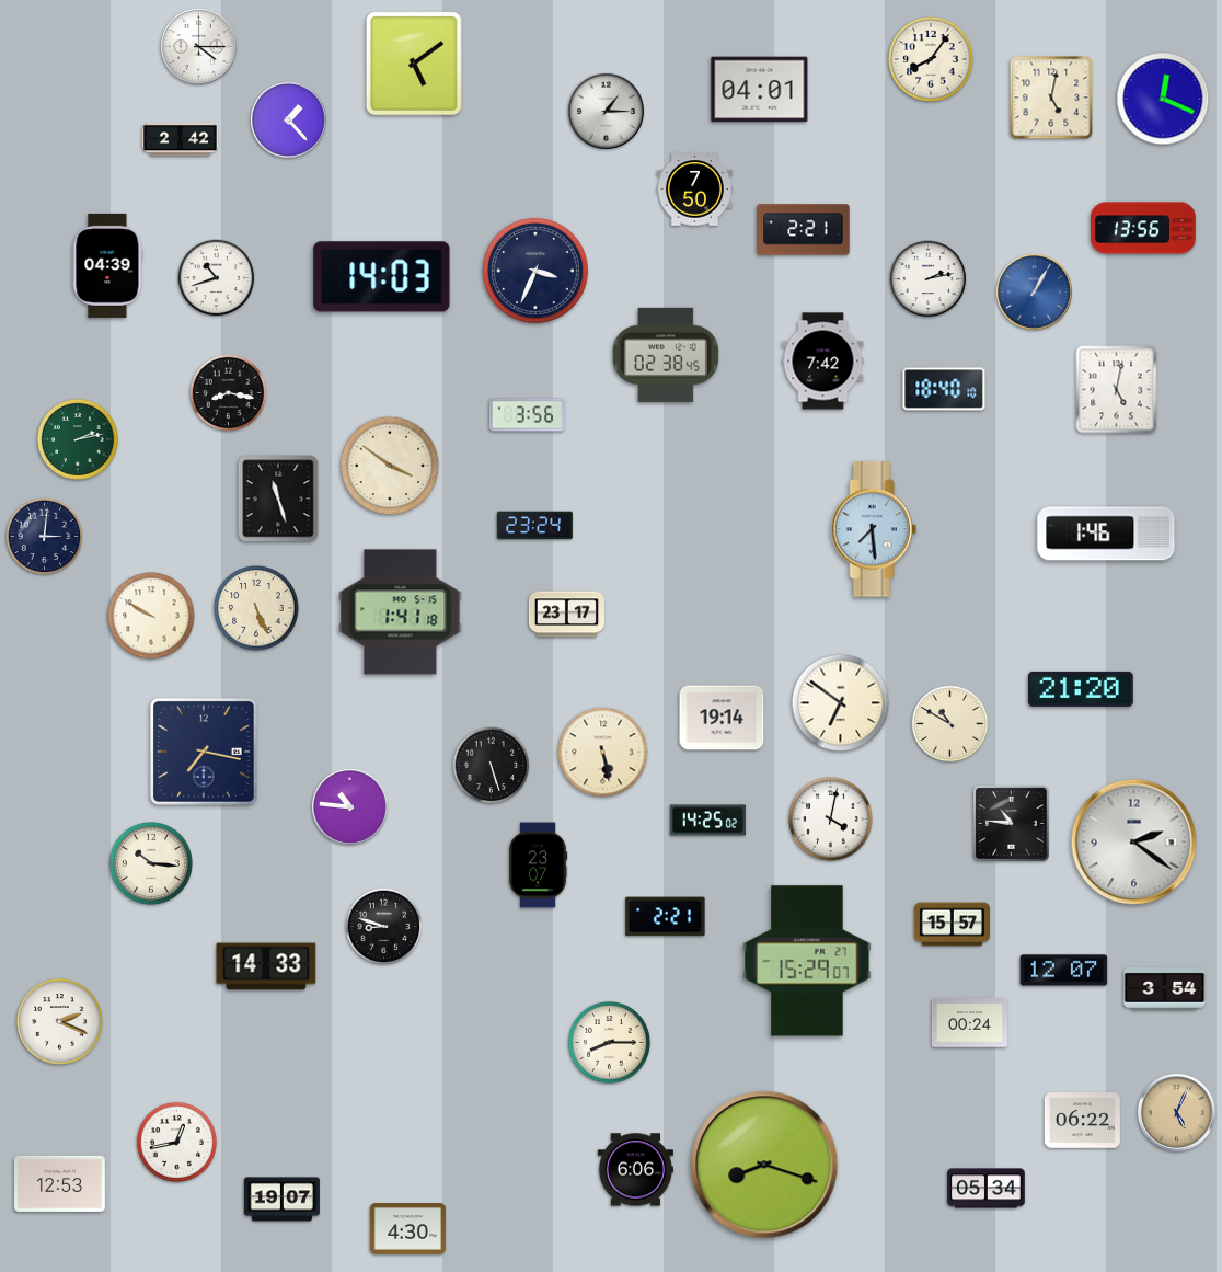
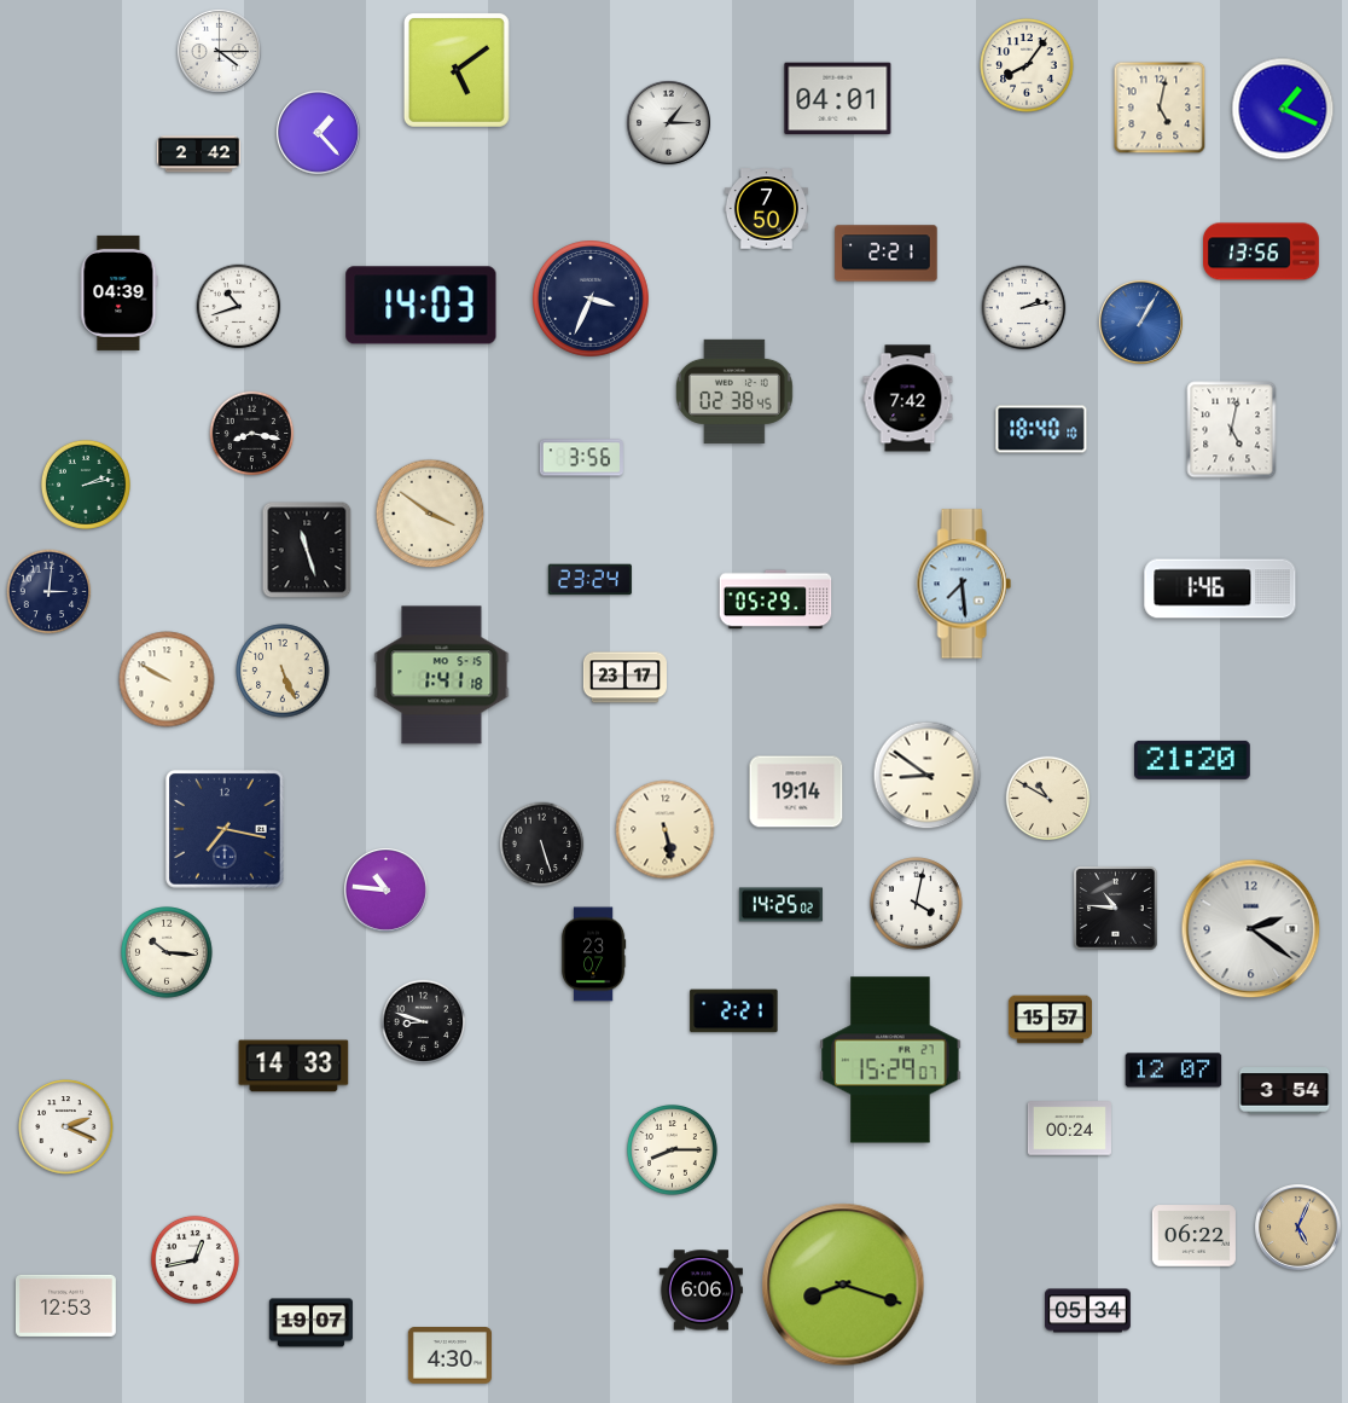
clock at (1163, 99): 12:19 -> 1:19
clock at (775, 599): none -> 05:29
clock at (841, 703): 6:51 -> 8:51
